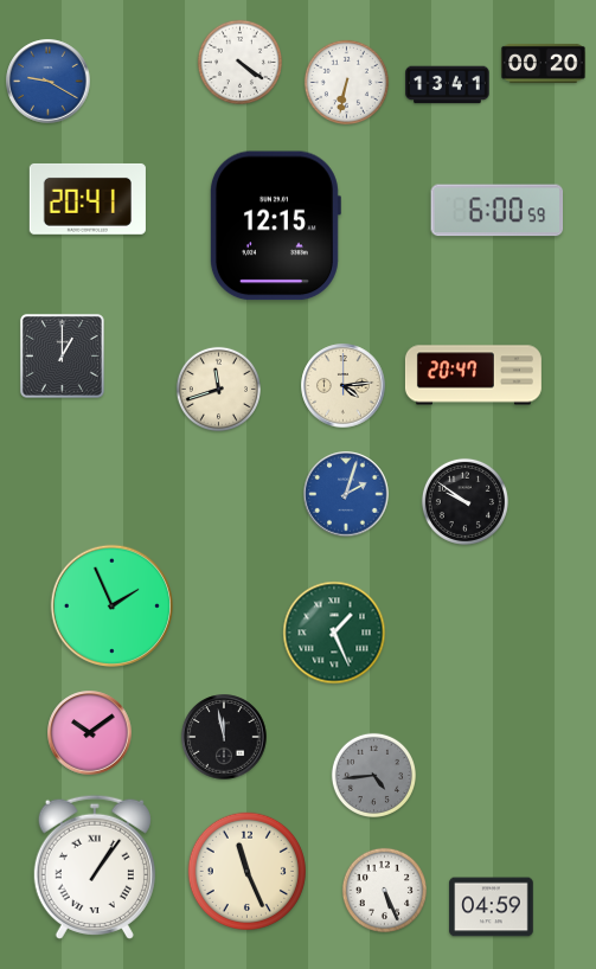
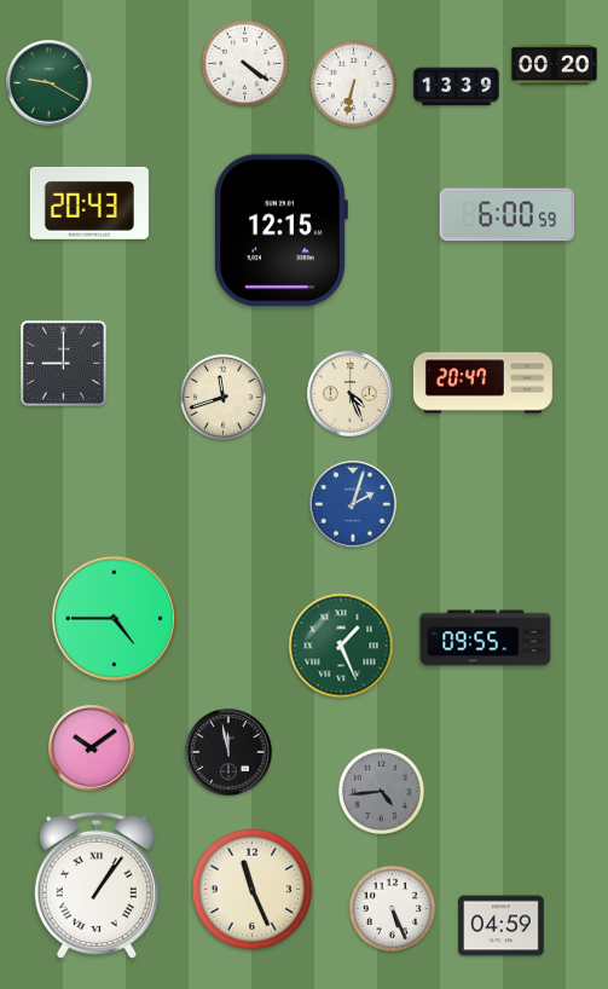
clock at (49, 82) dial: blue -> green
clock at (448, 85): 13:41 -> 13:39
clock at (88, 199): 20:41 -> 20:43
clock at (62, 355): 1:00 -> 9:00
clock at (344, 386): 4:14 -> 4:26
clock at (464, 501): 9:51 -> none
clock at (111, 605): 1:56 -> 4:45
clock at (486, 638): none -> 09:55
